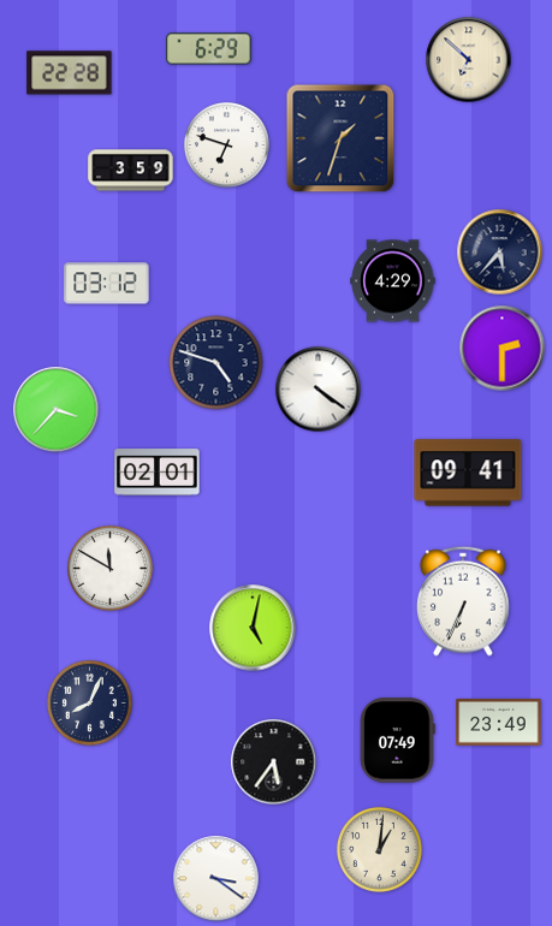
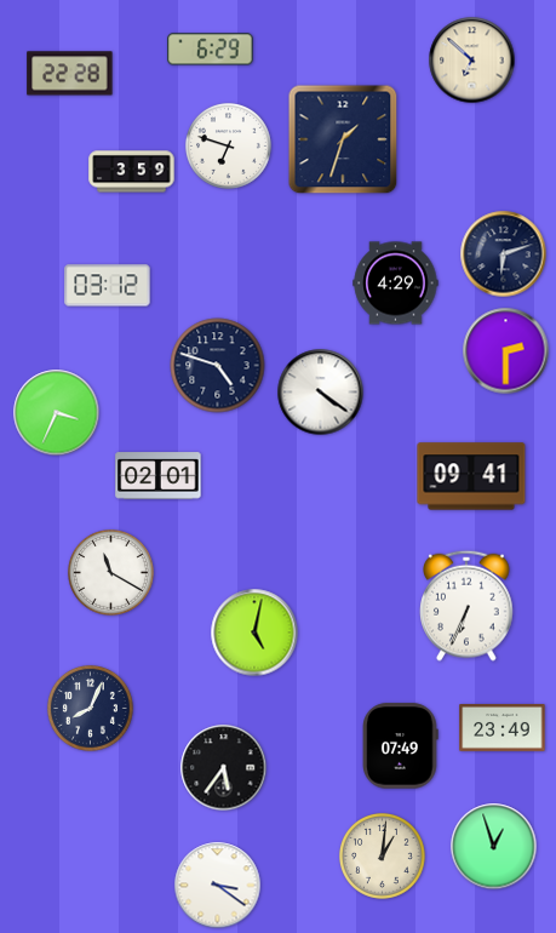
clock at (500, 253): 5:37 -> 6:12
clock at (57, 410): 3:37 -> 3:34
clock at (109, 568): 11:50 -> 11:20
clock at (274, 762) position: (274, 762) -> (224, 768)
clock at (494, 847): none -> 12:57
